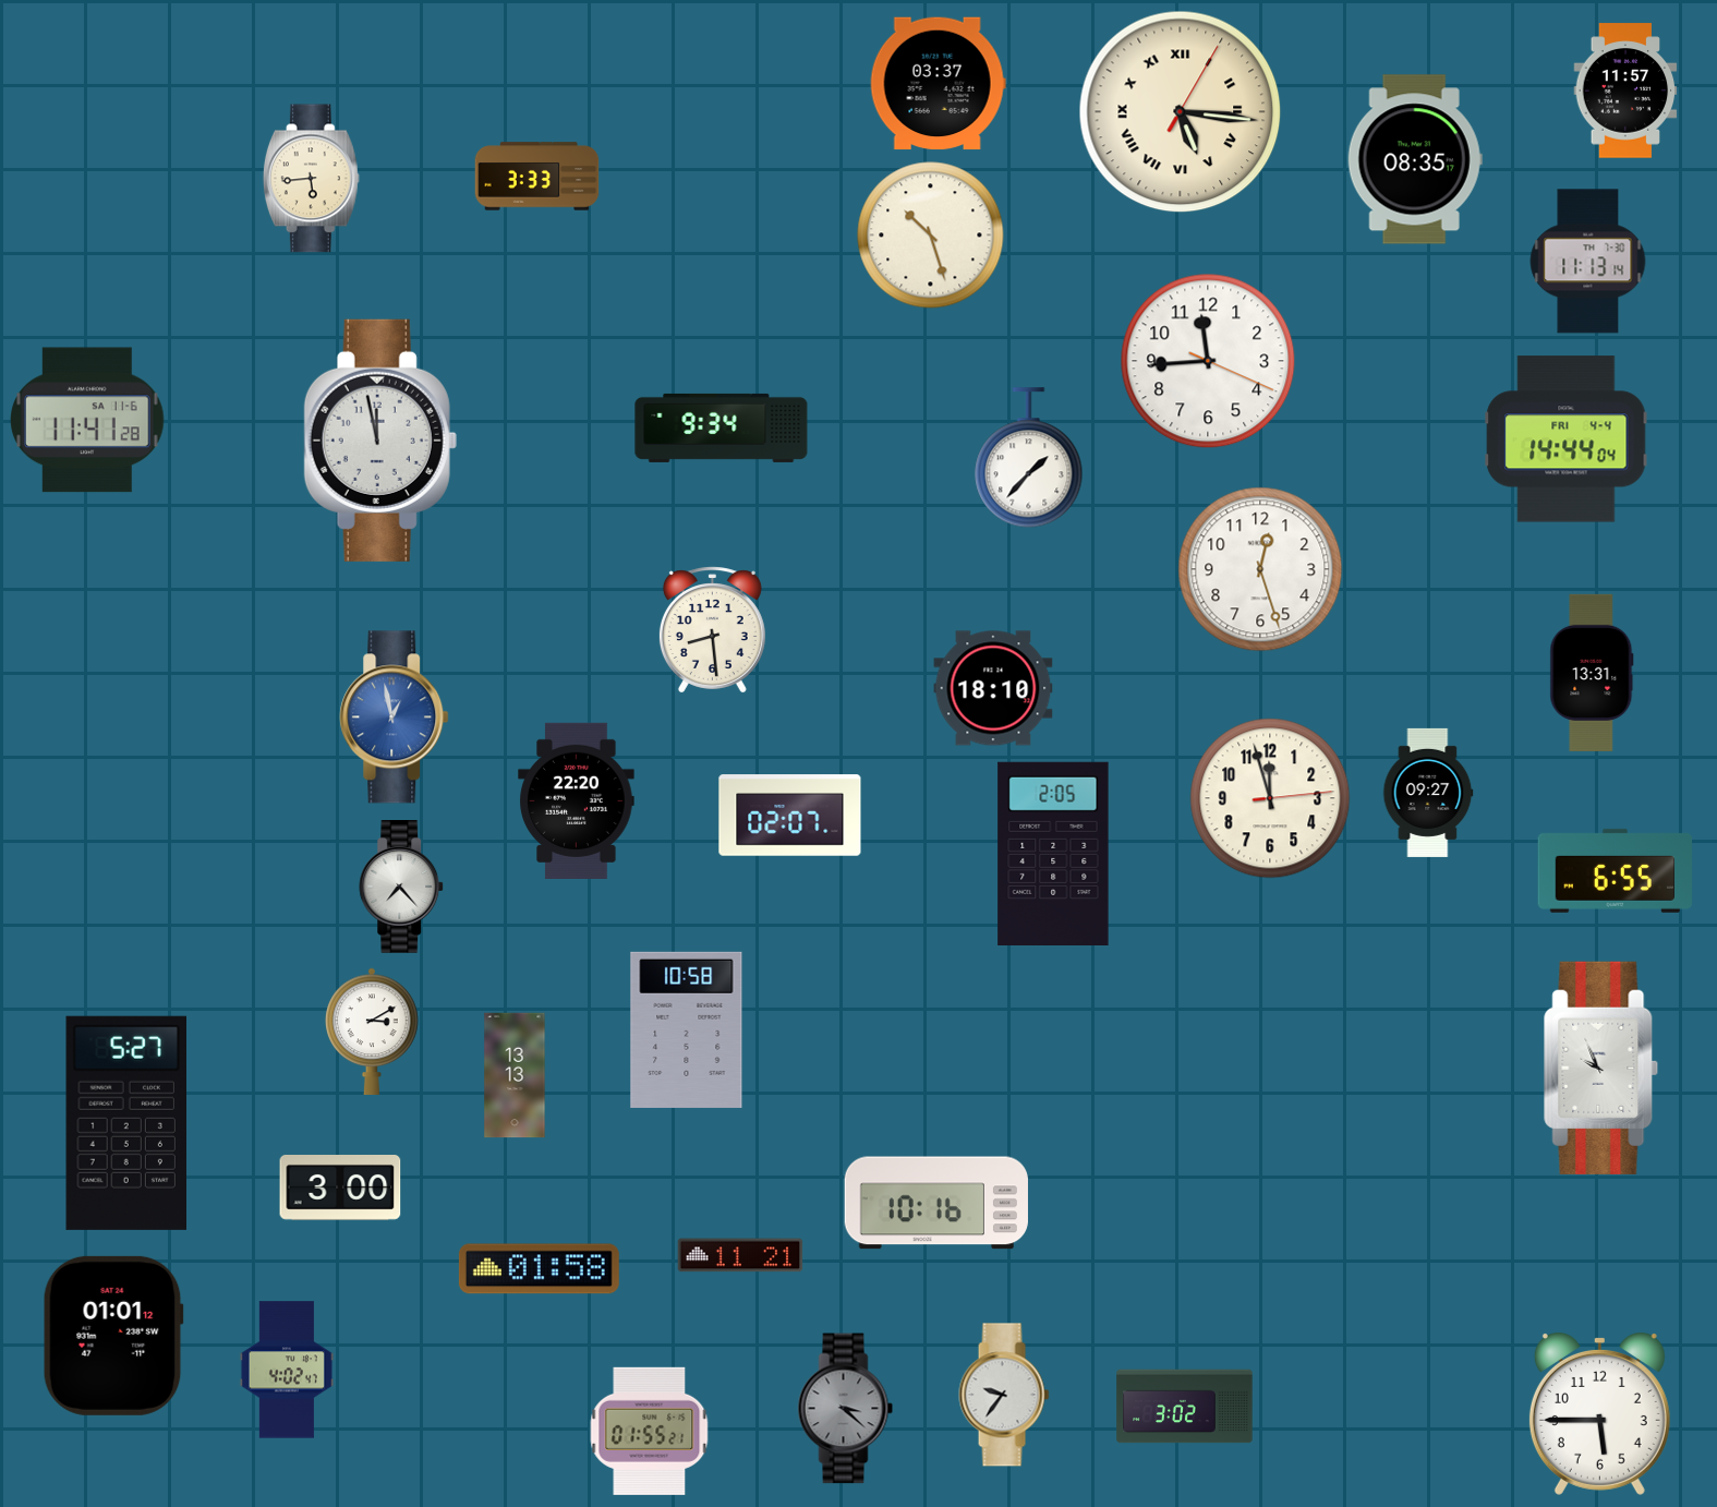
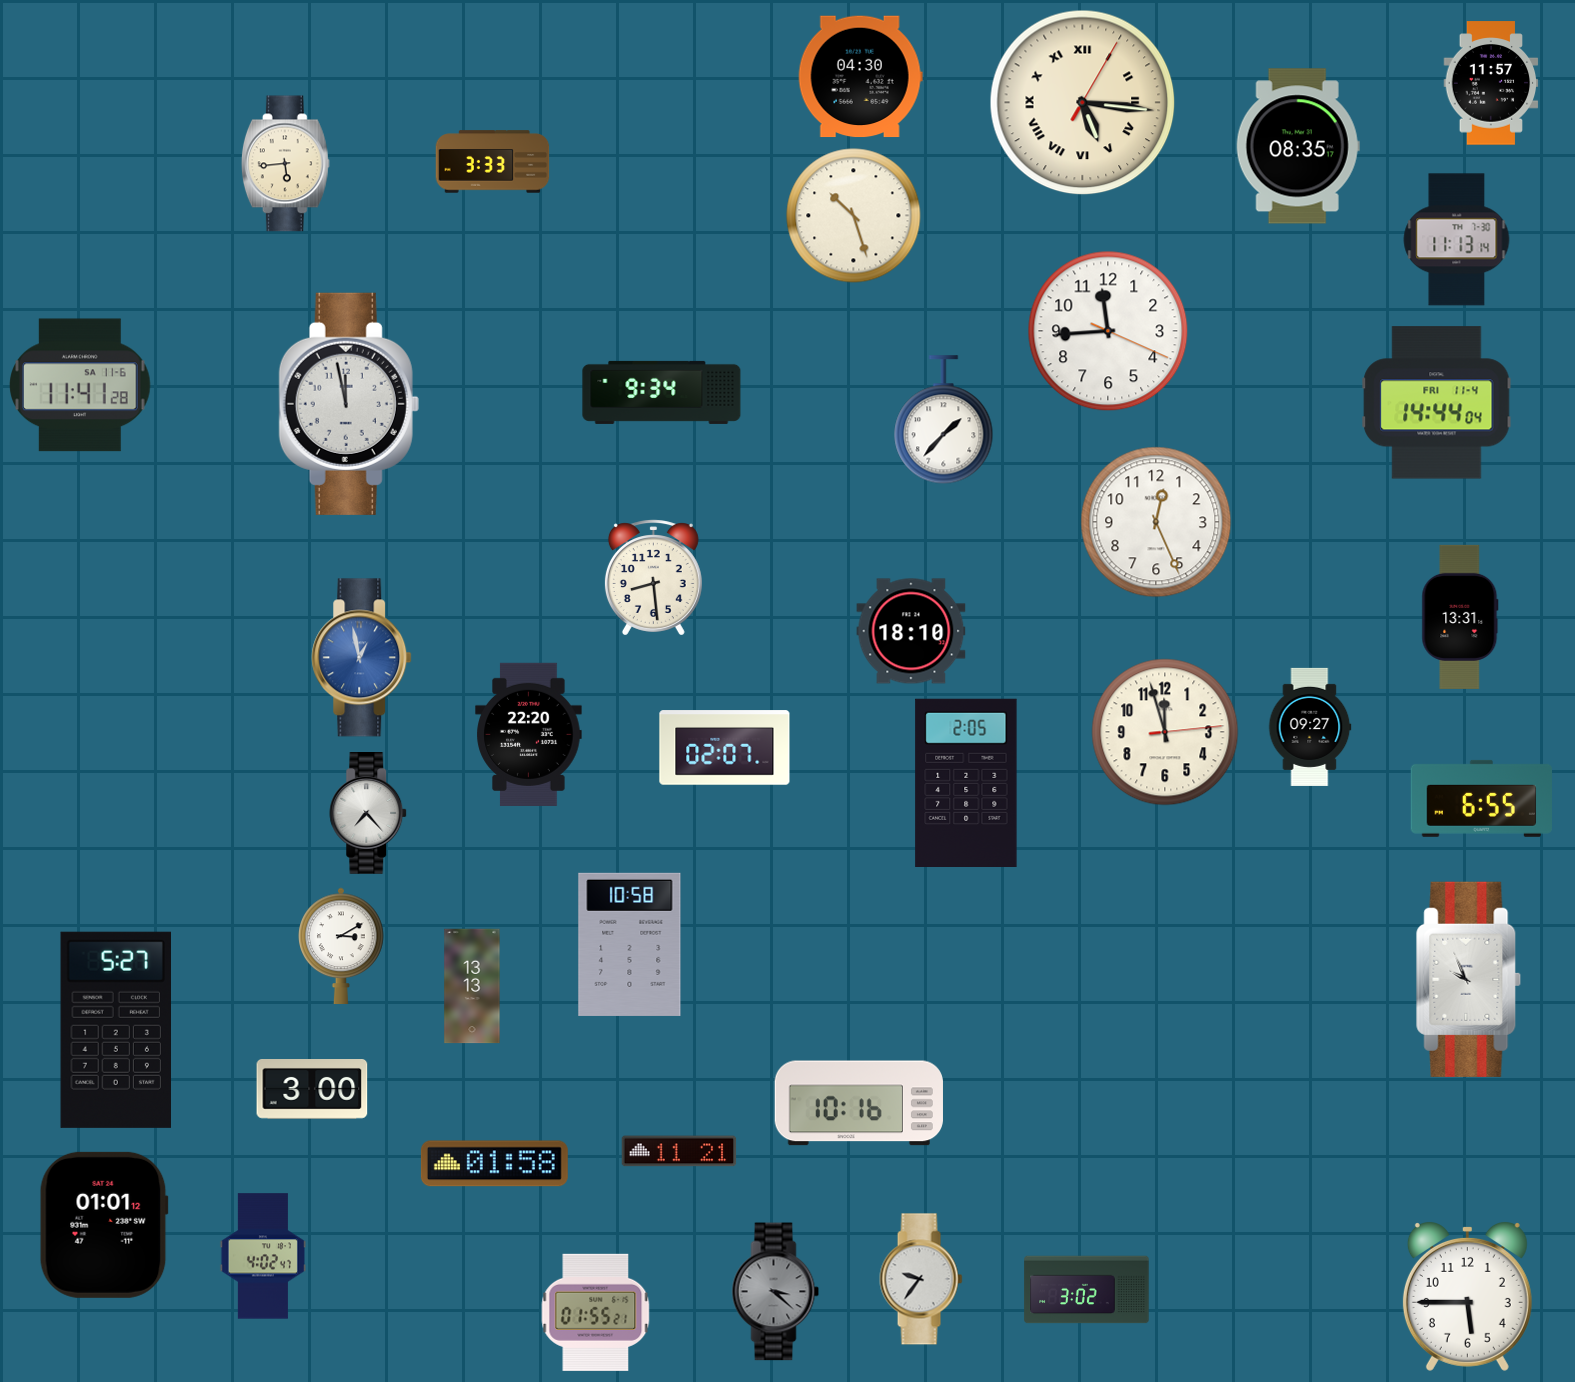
clock at (938, 84): 03:37 -> 04:30
clock at (1567, 439) date: FRI 4-4 -> FRI 11-4
clock at (1260, 569): 12:27 -> 12:26
